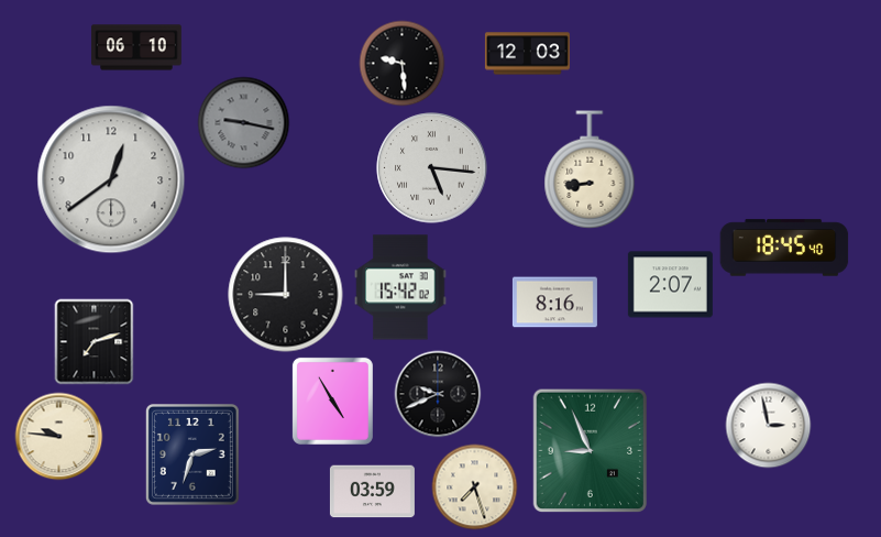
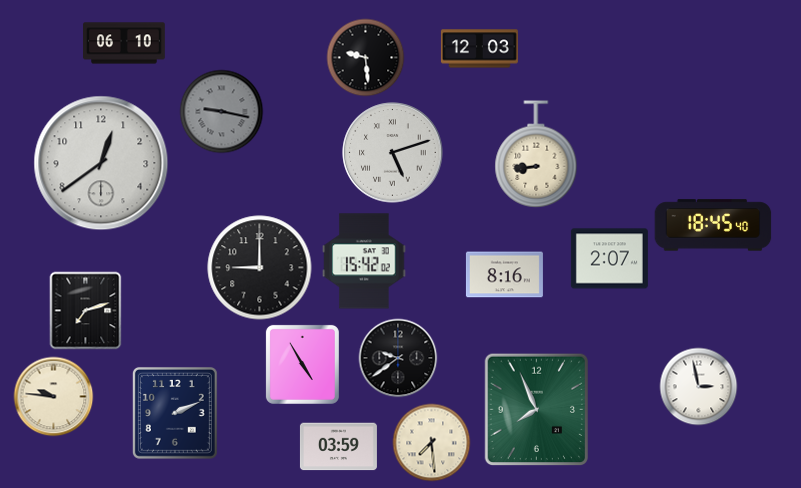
clock at (432, 168): 5:16 -> 5:12
clock at (438, 394): 9:41 -> 9:39
clock at (591, 450): 8:56 -> 7:56
clock at (192, 454): 2:33 -> 2:11
clock at (474, 486): 7:27 -> 7:29
